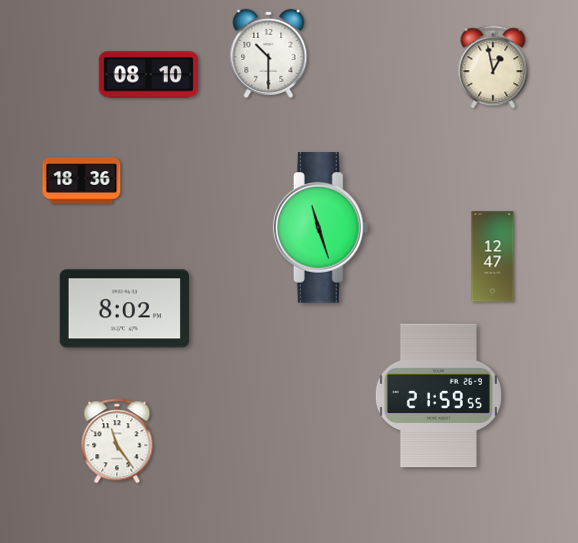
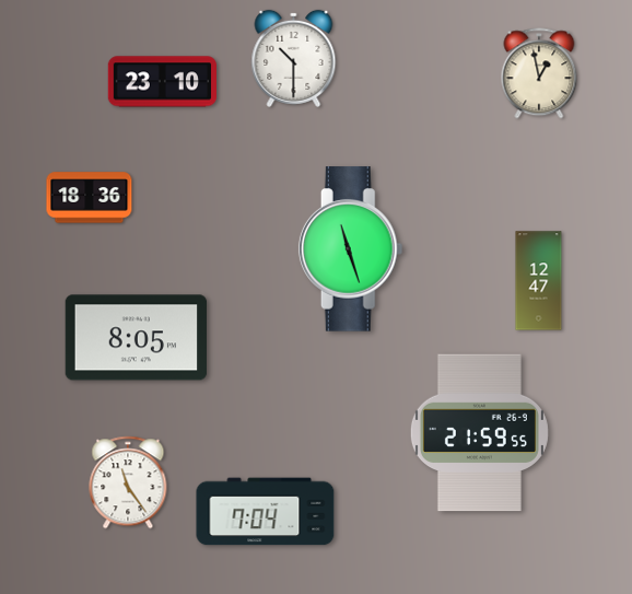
clock at (148, 75): 08:10 -> 23:10
clock at (125, 309): 8:02 -> 8:05
clock at (266, 512): none -> 7:04
